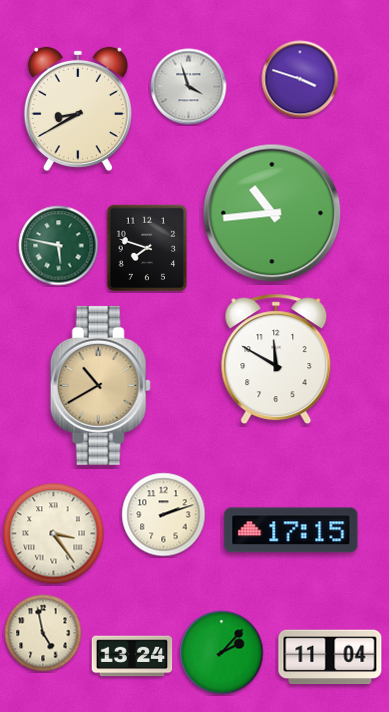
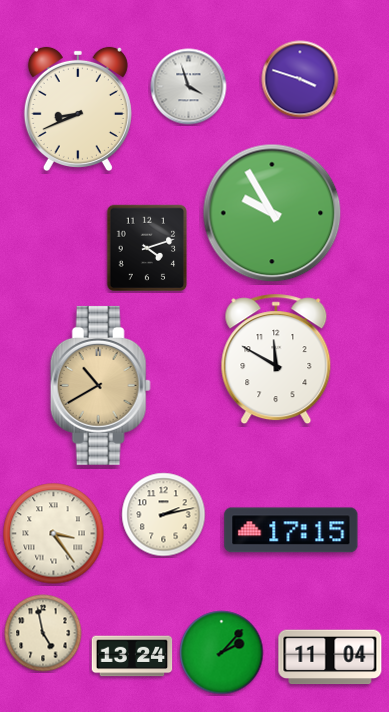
clock at (78, 108): 8:40 -> 8:41
clock at (272, 213): 10:44 -> 9:55
clock at (59, 246): 5:47 -> none
clock at (147, 248): 7:48 -> 4:12
clock at (164, 515): 2:12 -> 2:13
